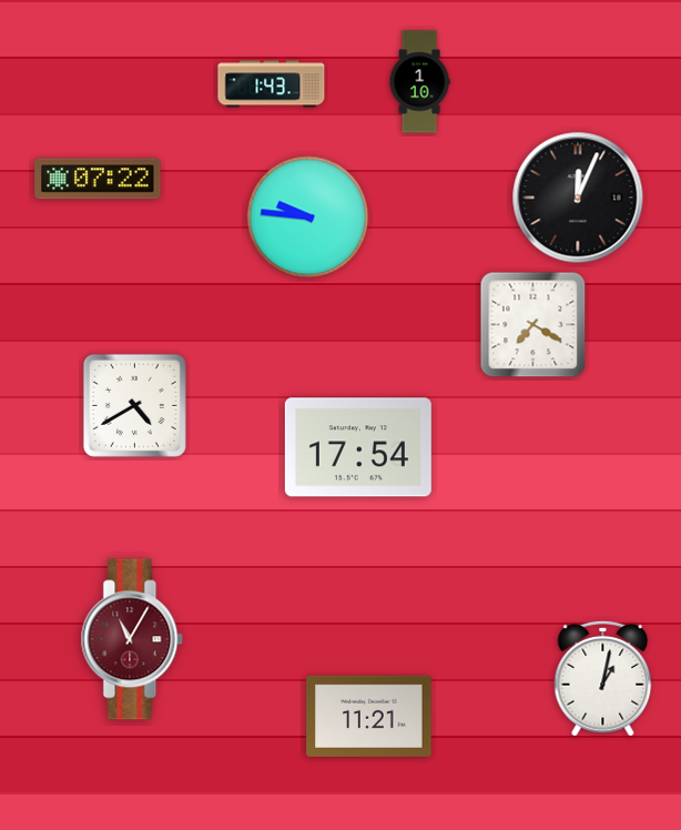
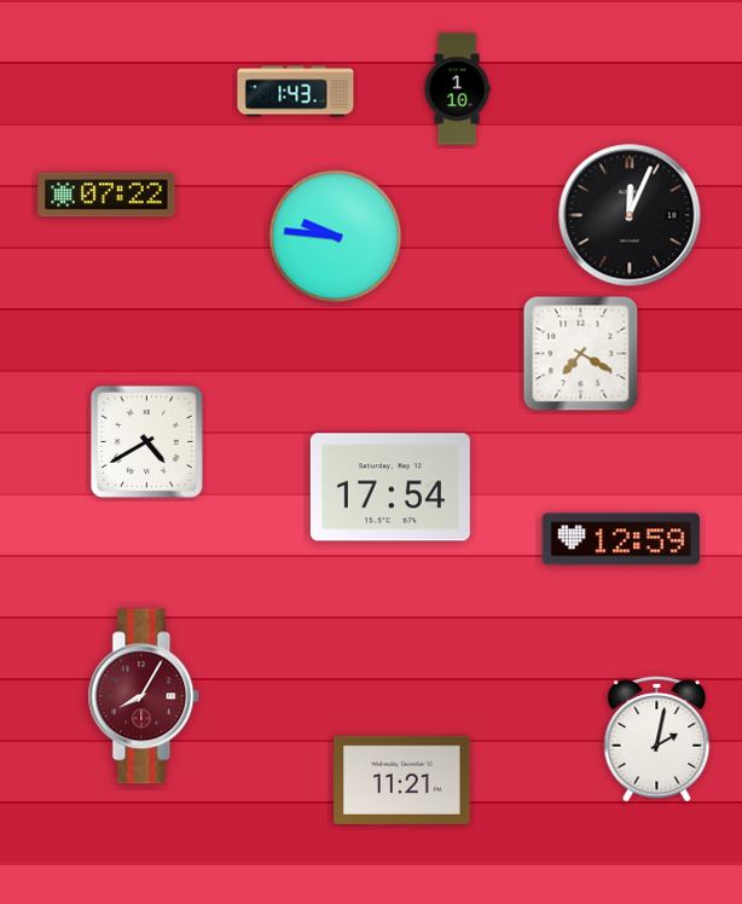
clock at (621, 539): none -> 12:59
clock at (132, 639): 11:05 -> 8:05
clock at (603, 678): 1:02 -> 2:02
